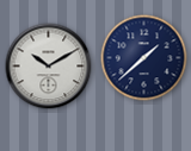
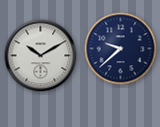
clock at (144, 58): 1:38 -> 9:38
